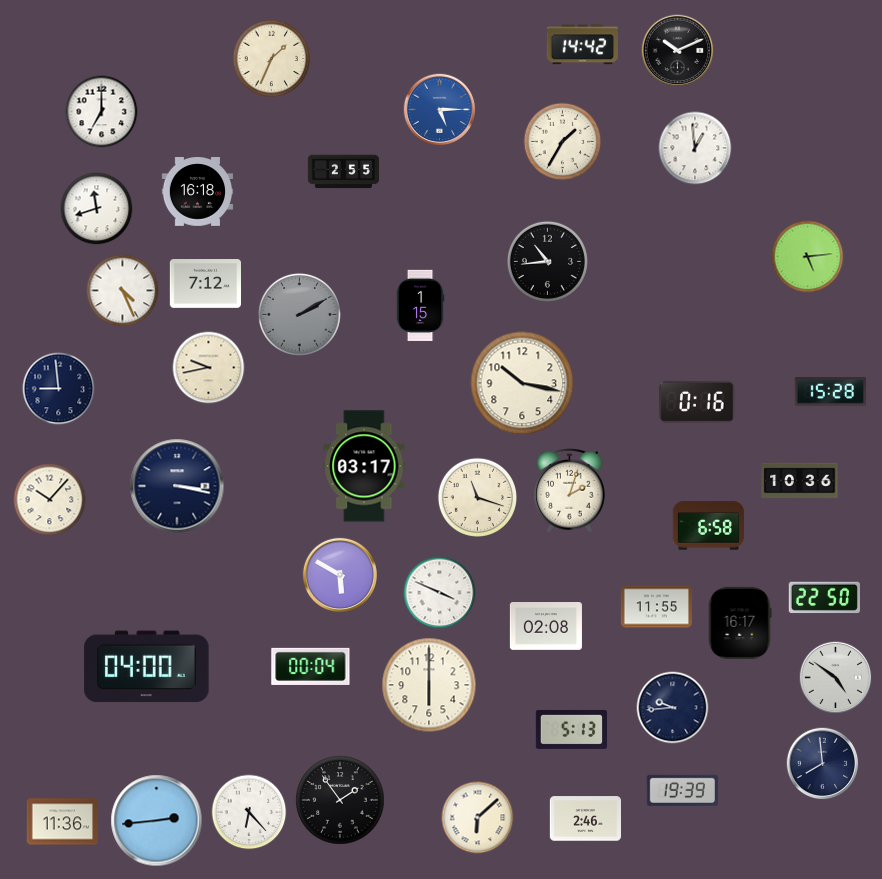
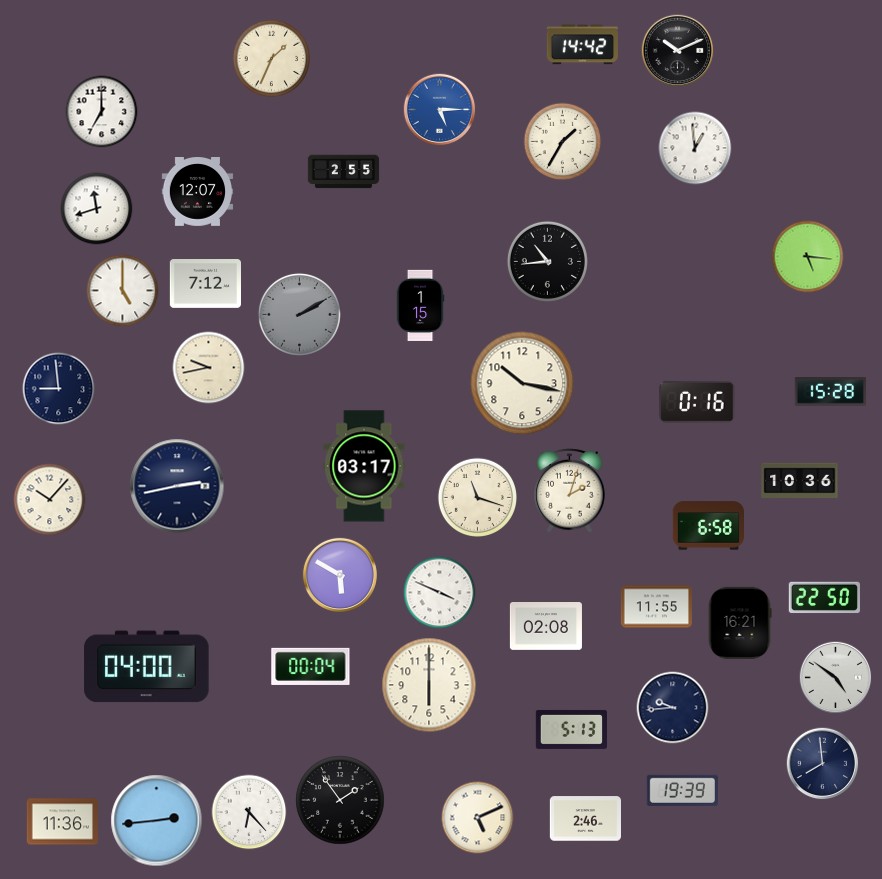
clock at (198, 192): 16:18 -> 12:07
clock at (808, 257): 5:14 -> 5:16
clock at (123, 291): 4:26 -> 5:00
clock at (177, 486): 3:17 -> 2:43
clock at (740, 623): 16:17 -> 16:21
clock at (478, 818): 6:08 -> 5:11
